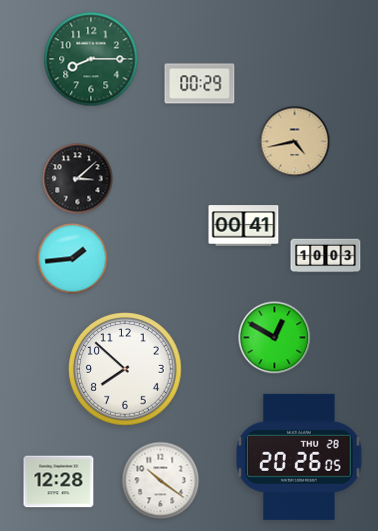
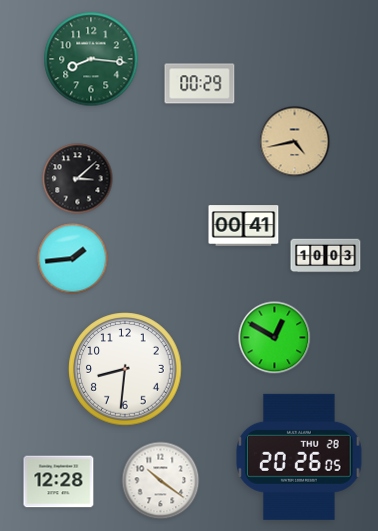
clock at (91, 59): 8:15 -> 8:16
clock at (125, 369): 7:52 -> 8:31
